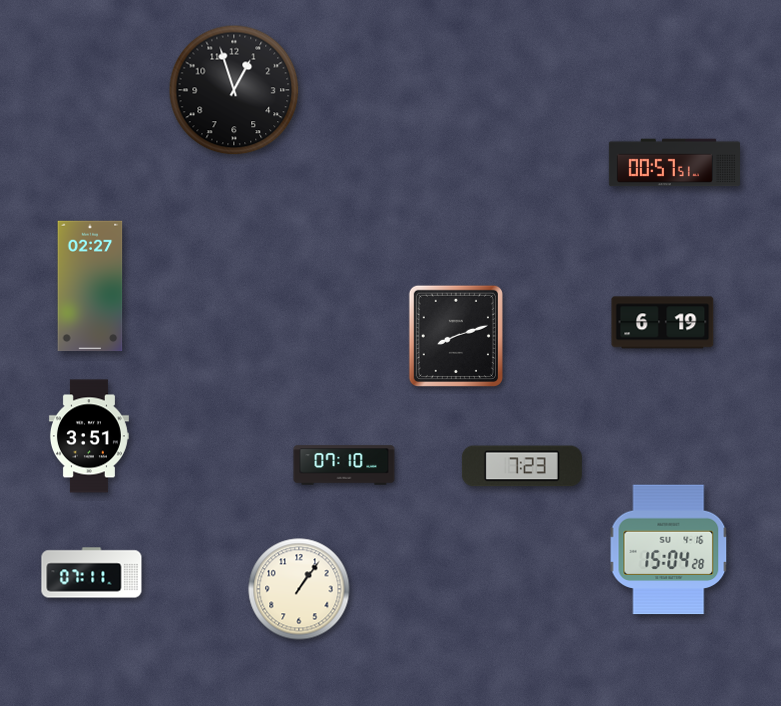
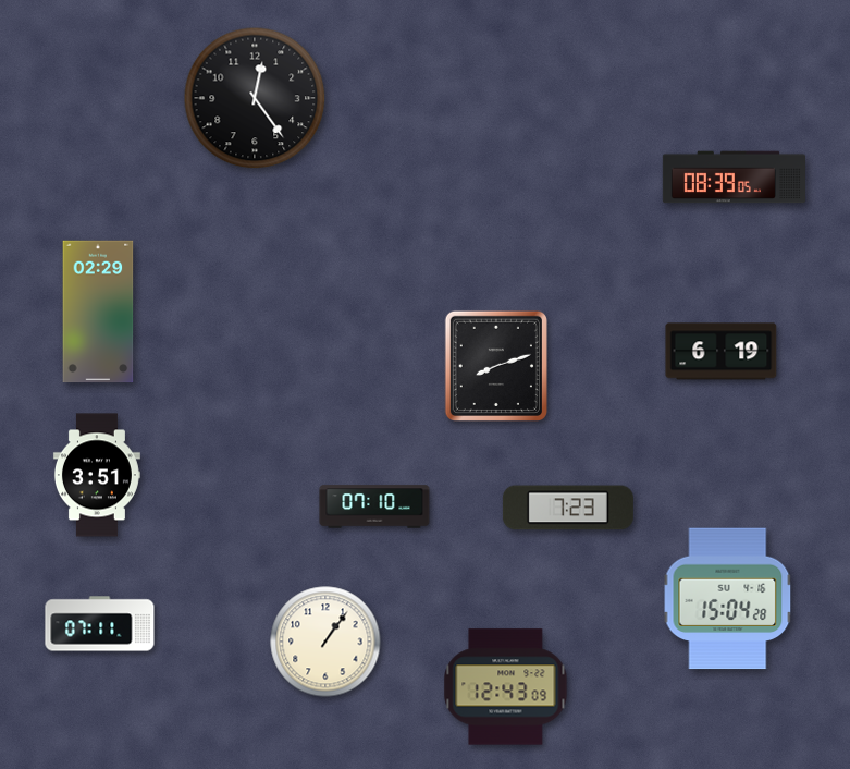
clock at (234, 90): 12:57 -> 12:24
clock at (674, 163): 00:57 -> 08:39
clock at (90, 286): 02:27 -> 02:29
clock at (506, 687): none -> 12:43
